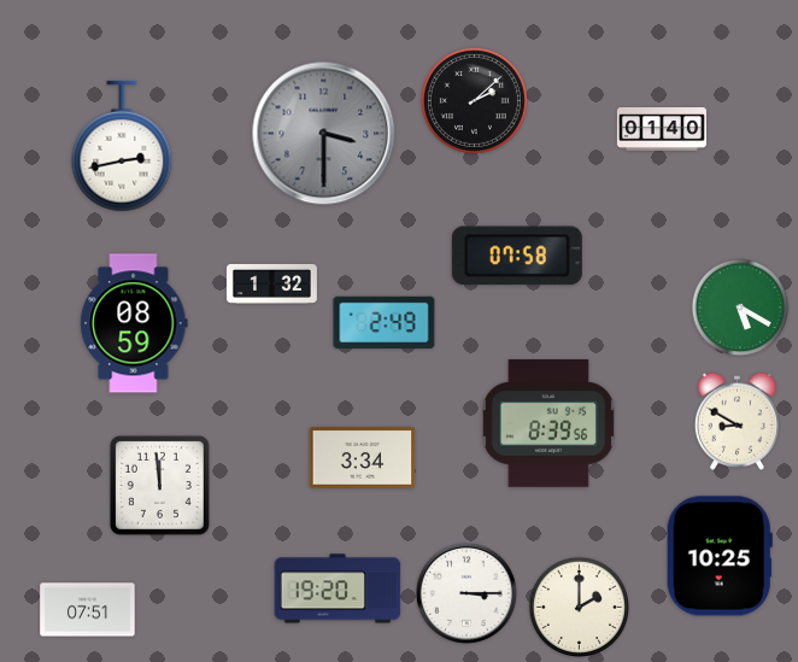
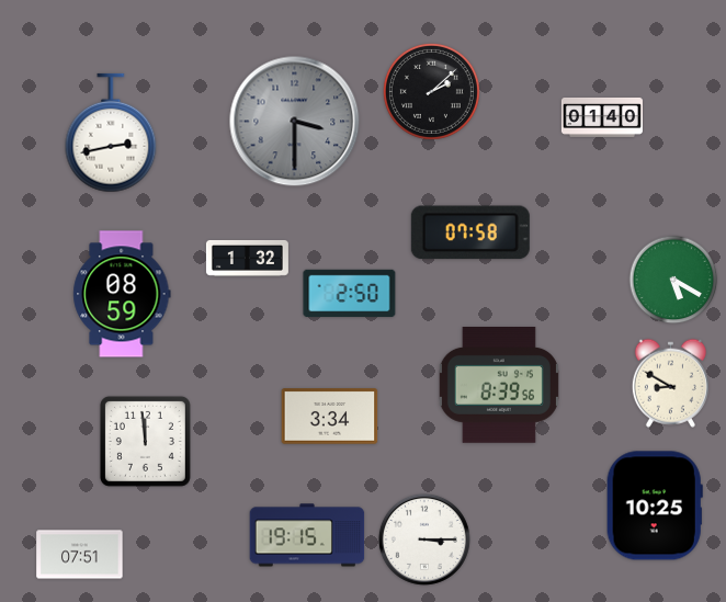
clock at (385, 323): 2:49 -> 2:50
clock at (338, 588): 19:20 -> 19:15
clock at (579, 607): 2:00 -> none
